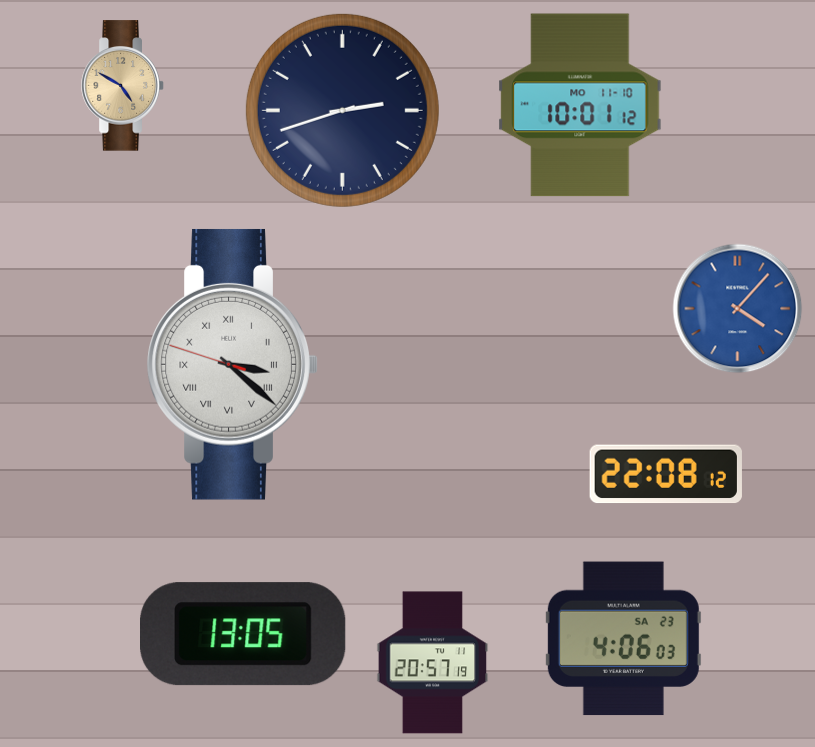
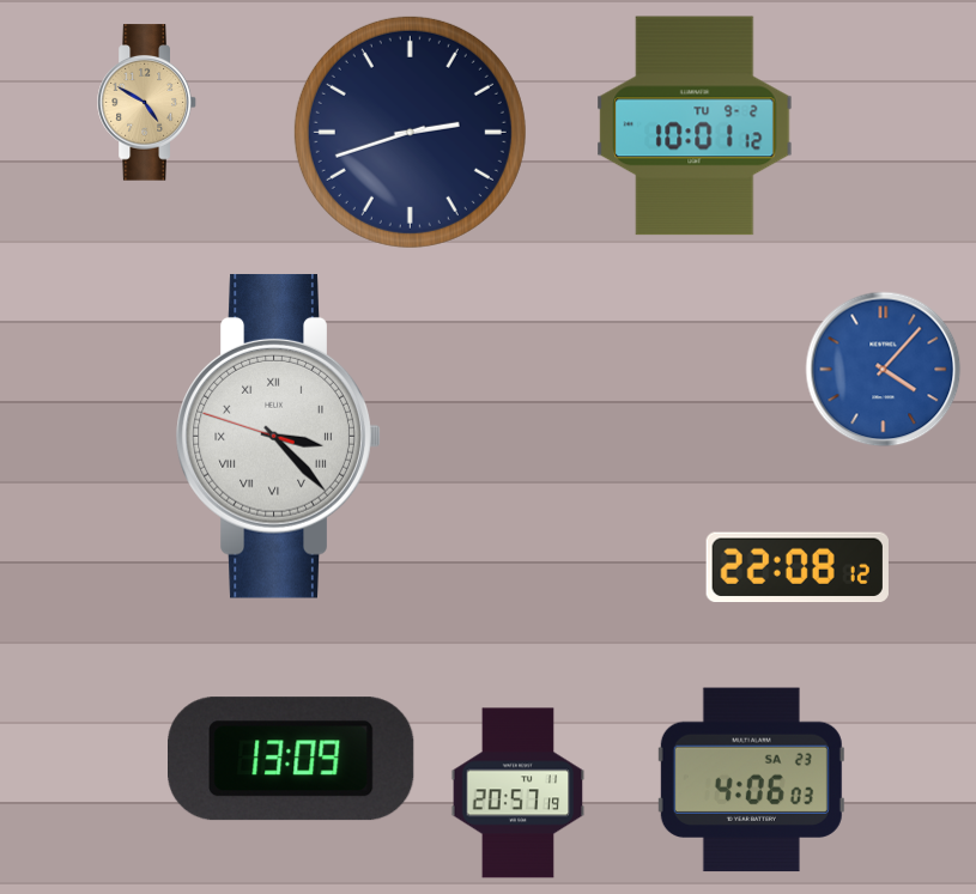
clock at (580, 105) date: MO 11-10 -> TU 9-2
clock at (232, 364): 3:21 -> 3:22
clock at (244, 634): 13:05 -> 13:09
clock at (623, 639) position: (623, 639) -> (751, 780)
